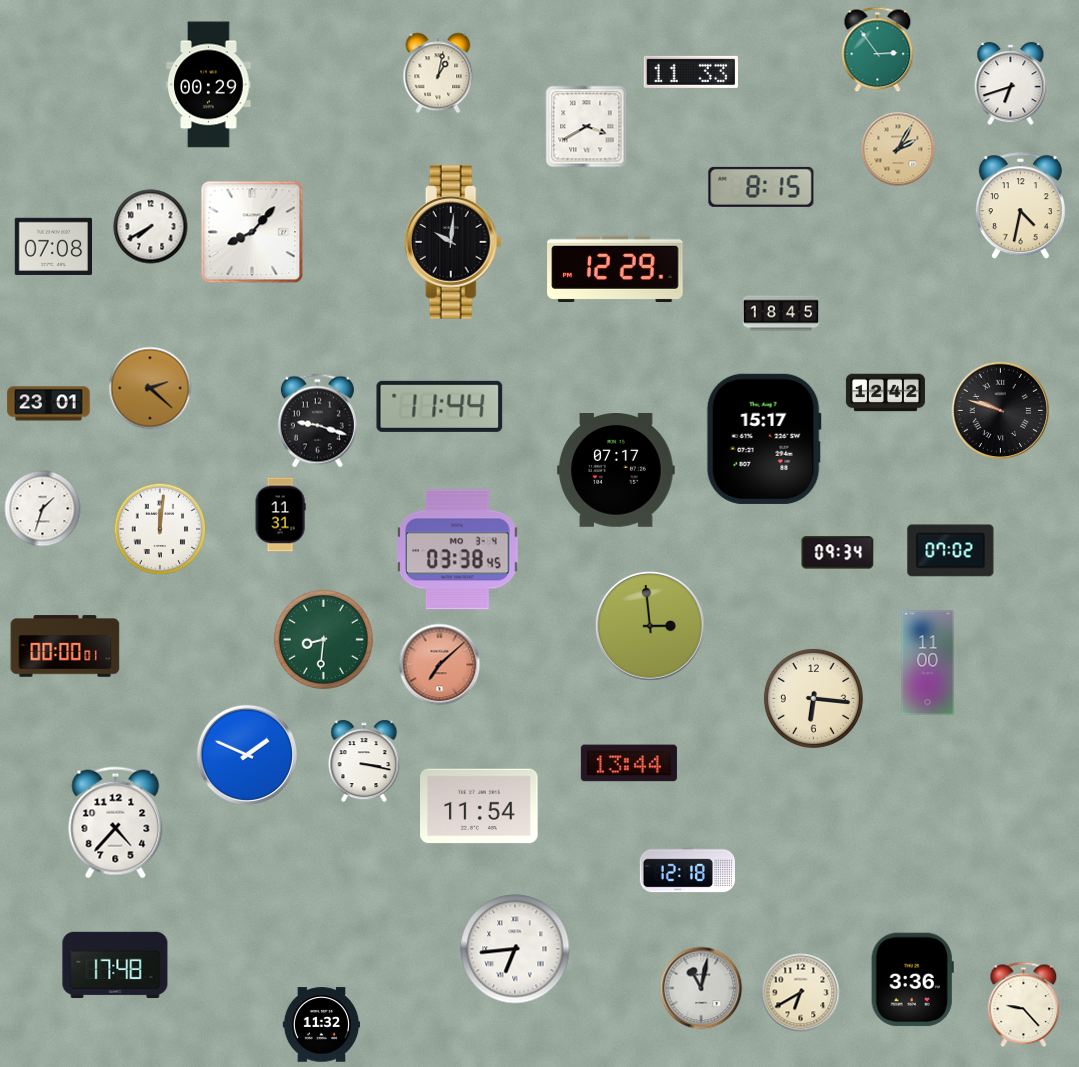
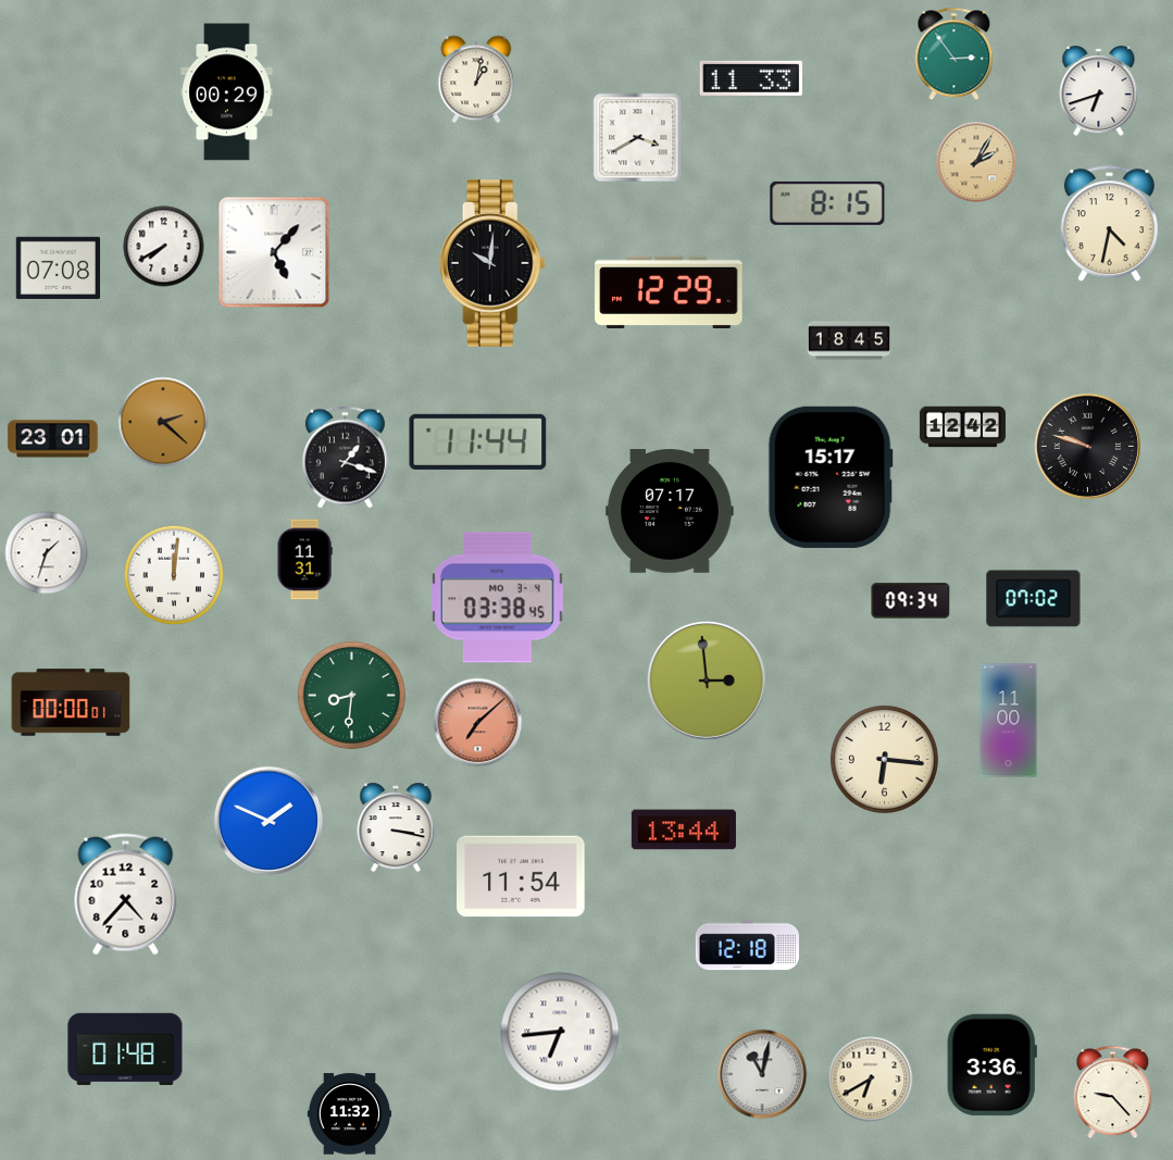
clock at (252, 232): 8:07 -> 5:07
clock at (317, 421): 9:18 -> 1:18
clock at (115, 965): 17:48 -> 01:48
